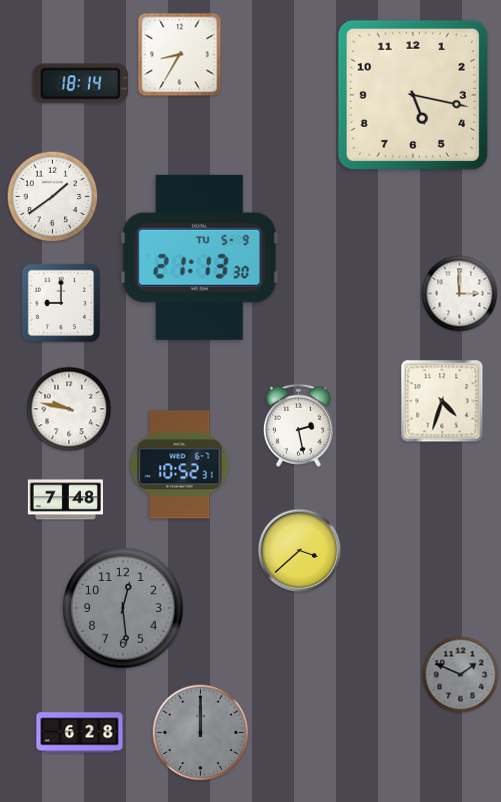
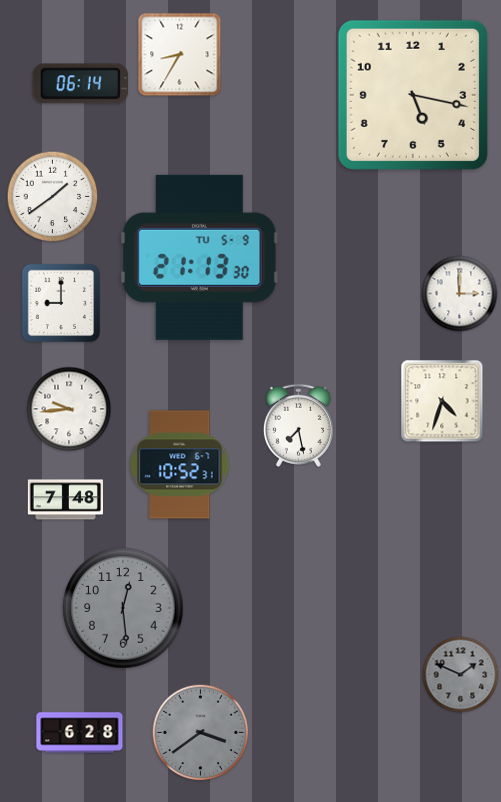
clock at (80, 84): 18:14 -> 06:14
clock at (69, 409): 9:47 -> 9:44
clock at (298, 425): 2:28 -> 7:28
clock at (300, 551): 3:38 -> none
clock at (201, 733): 12:00 -> 3:39
